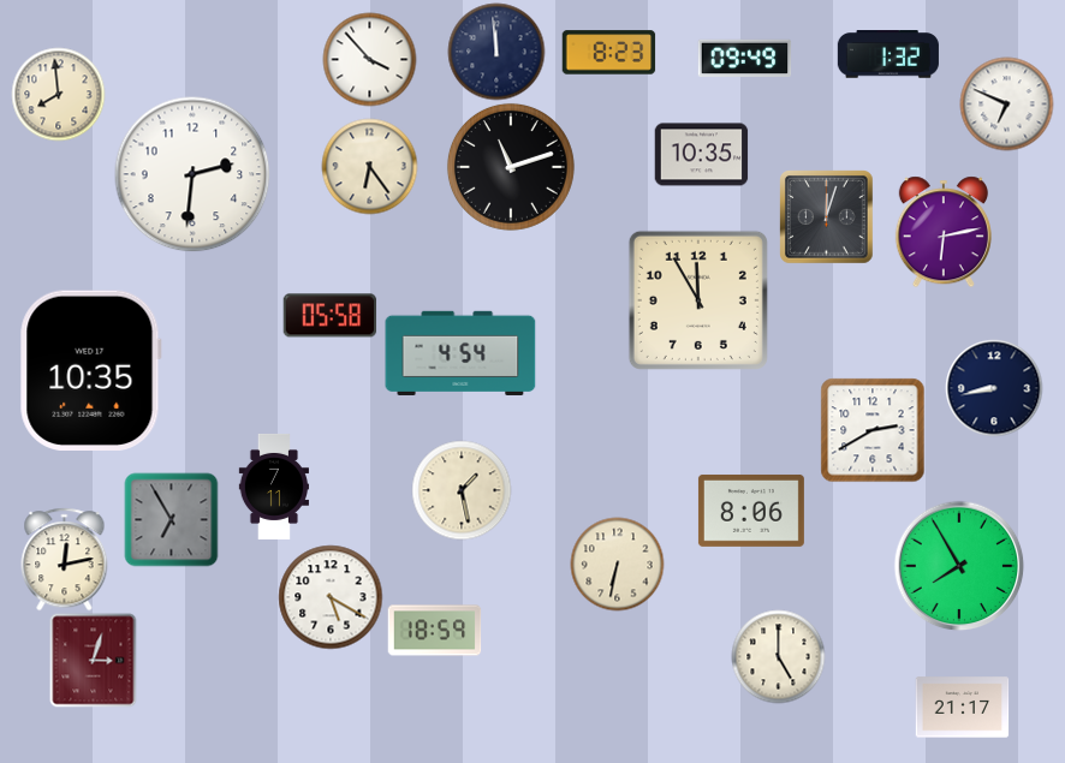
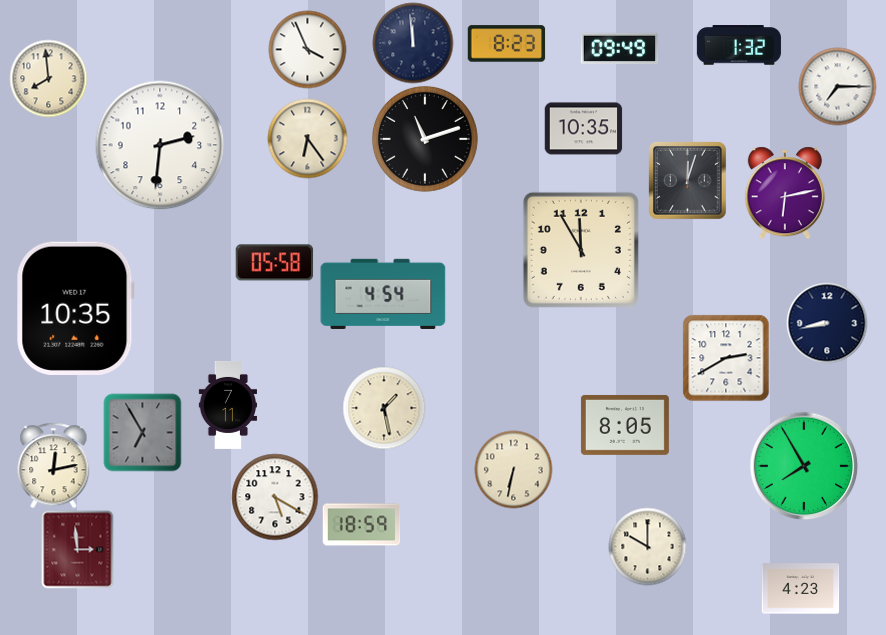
clock at (369, 59): 3:53 -> 3:56
clock at (1006, 103): 6:49 -> 7:15
clock at (751, 511): 8:06 -> 8:05
clock at (959, 566) position: (959, 566) -> (804, 466)
clock at (778, 656): 5:00 -> 10:00
clock at (94, 660): 3:03 -> 2:59
clock at (962, 708): 21:17 -> 4:23
